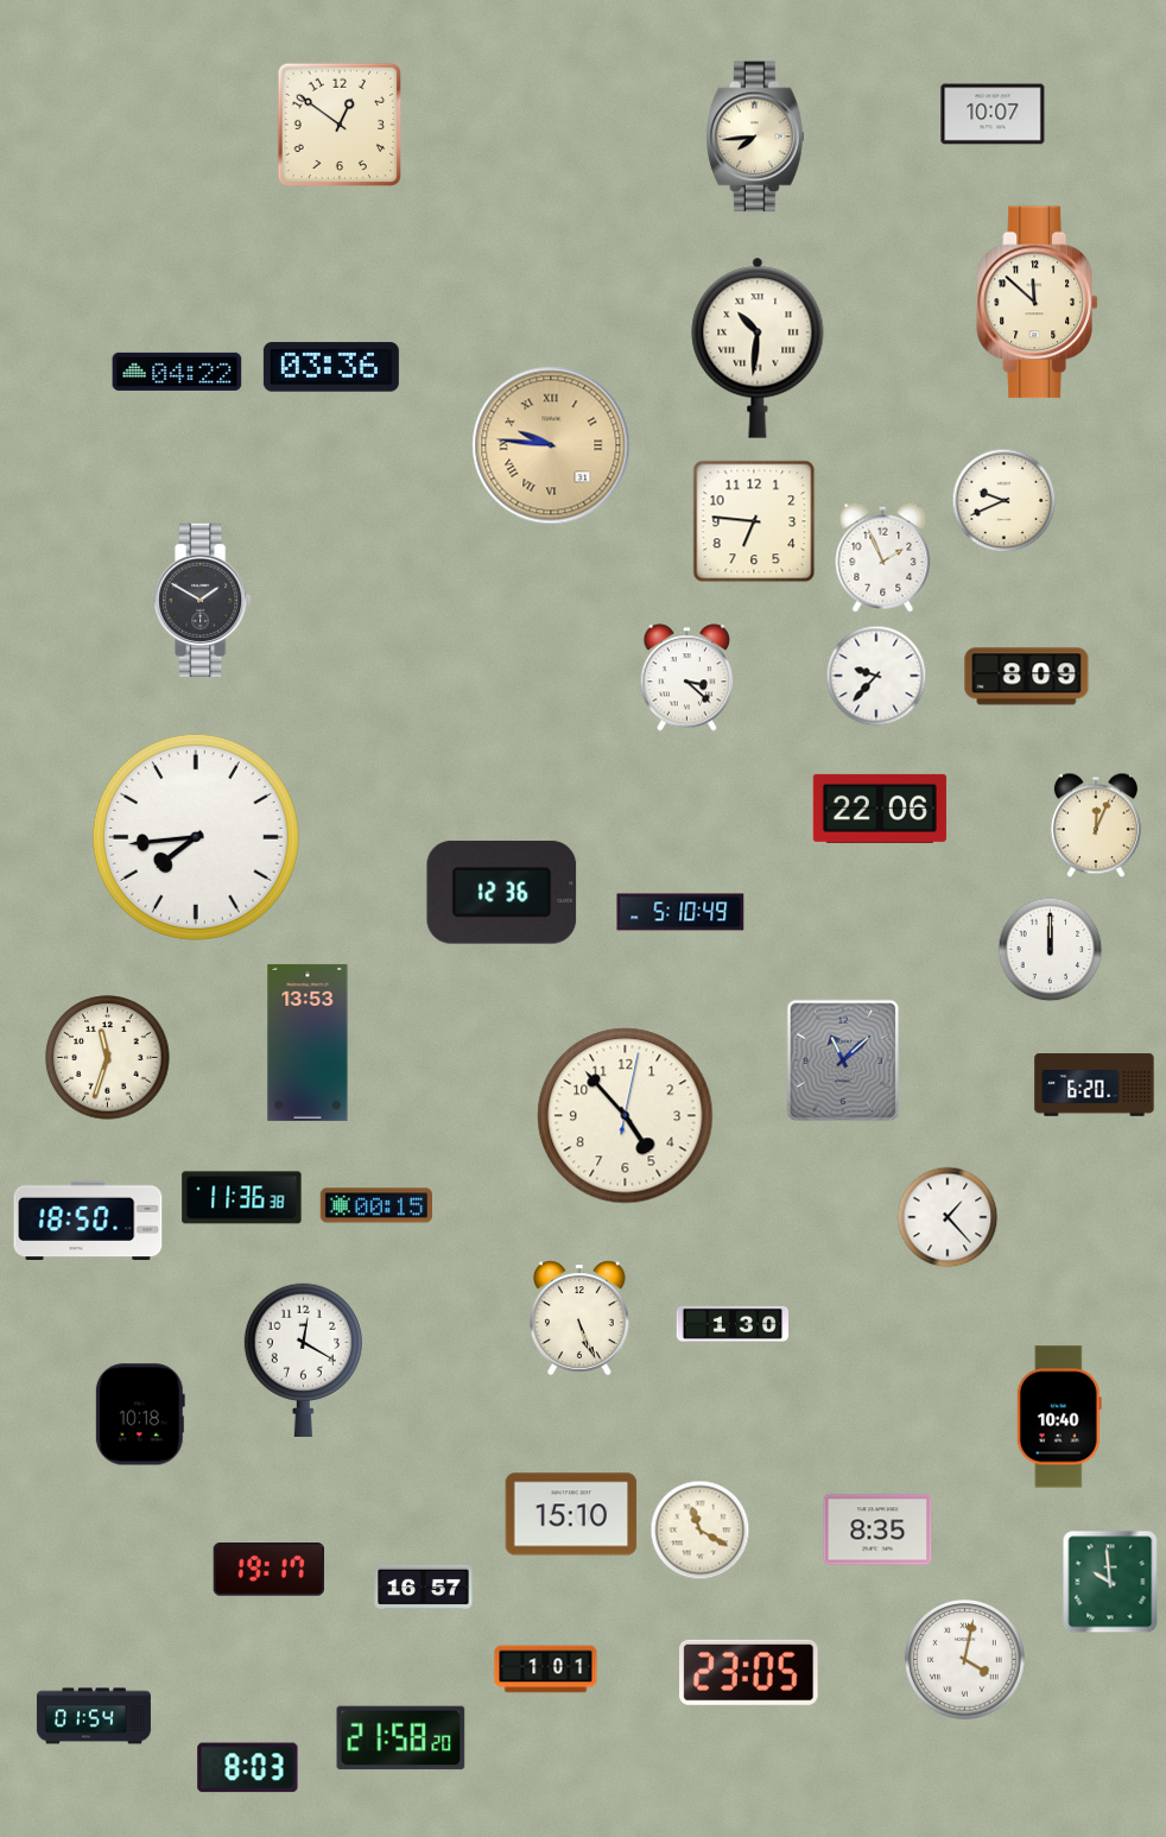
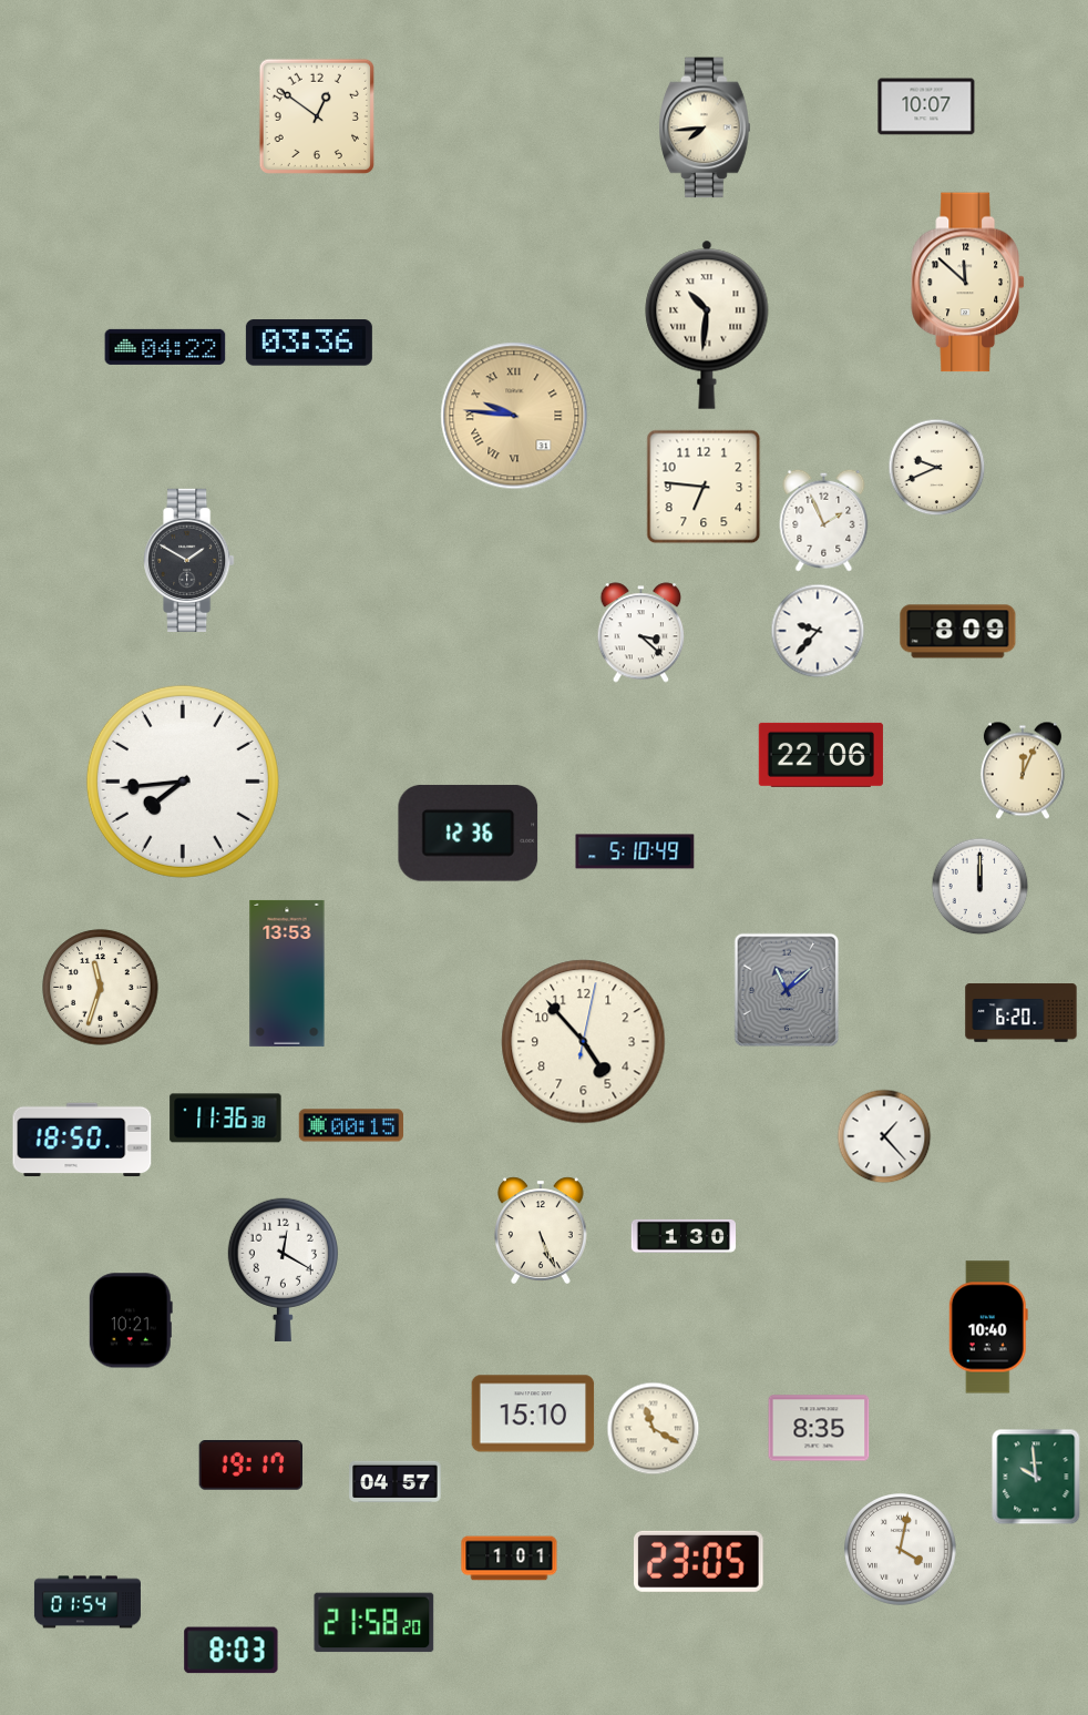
clock at (140, 1414): 10:18 -> 10:21
clock at (1059, 1417) position: (1059, 1417) -> (988, 1327)
clock at (424, 1586): 16:57 -> 04:57
